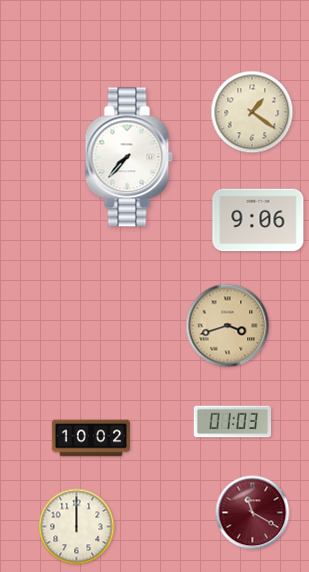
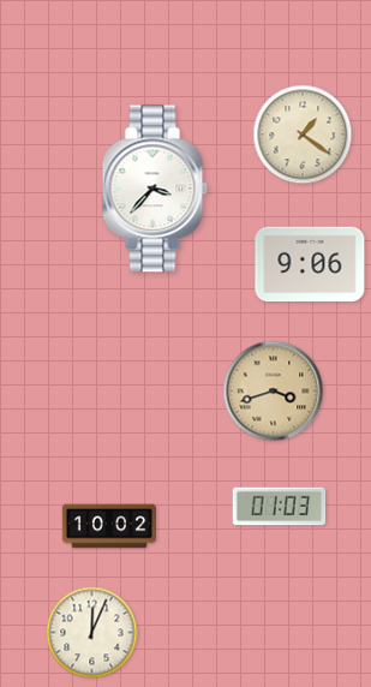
clock at (129, 157): 7:37 -> 3:37
clock at (253, 513): 11:20 -> none
clock at (77, 527): 12:00 -> 12:04
